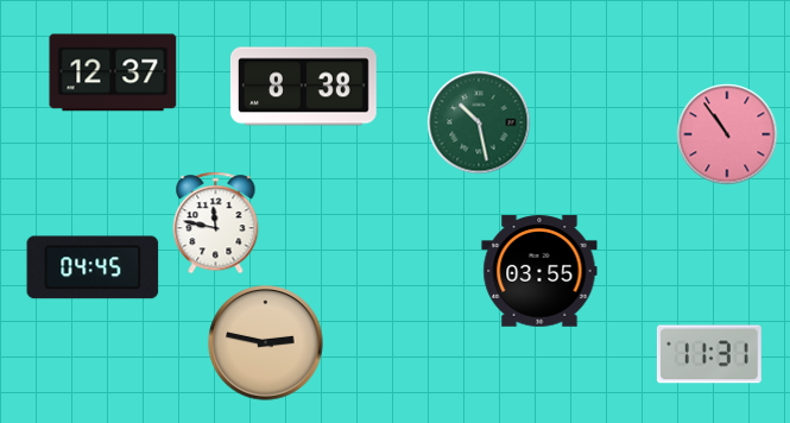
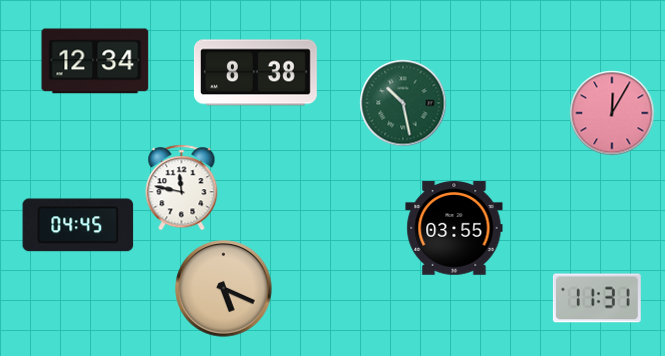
clock at (113, 72): 12:37 -> 12:34
clock at (727, 134): 10:54 -> 12:05
clock at (266, 343): 2:47 -> 5:19
